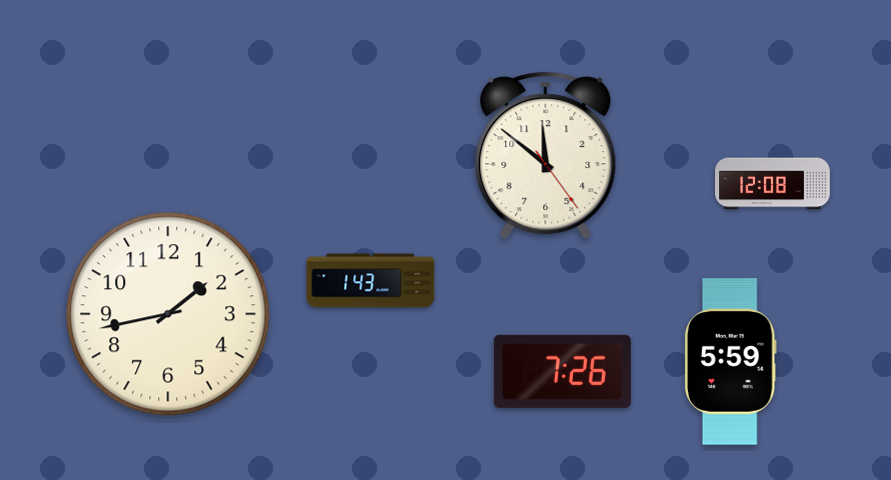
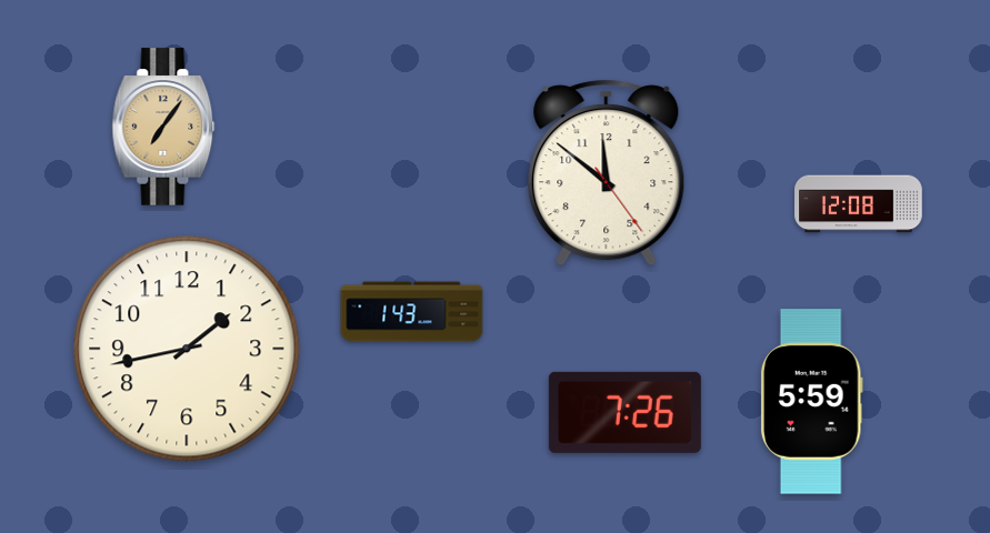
clock at (163, 127): none -> 7:06
